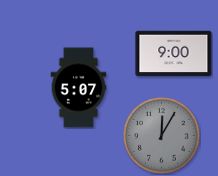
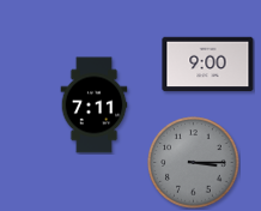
clock at (79, 88): 5:07 -> 7:11
clock at (162, 136): 12:05 -> 3:15
